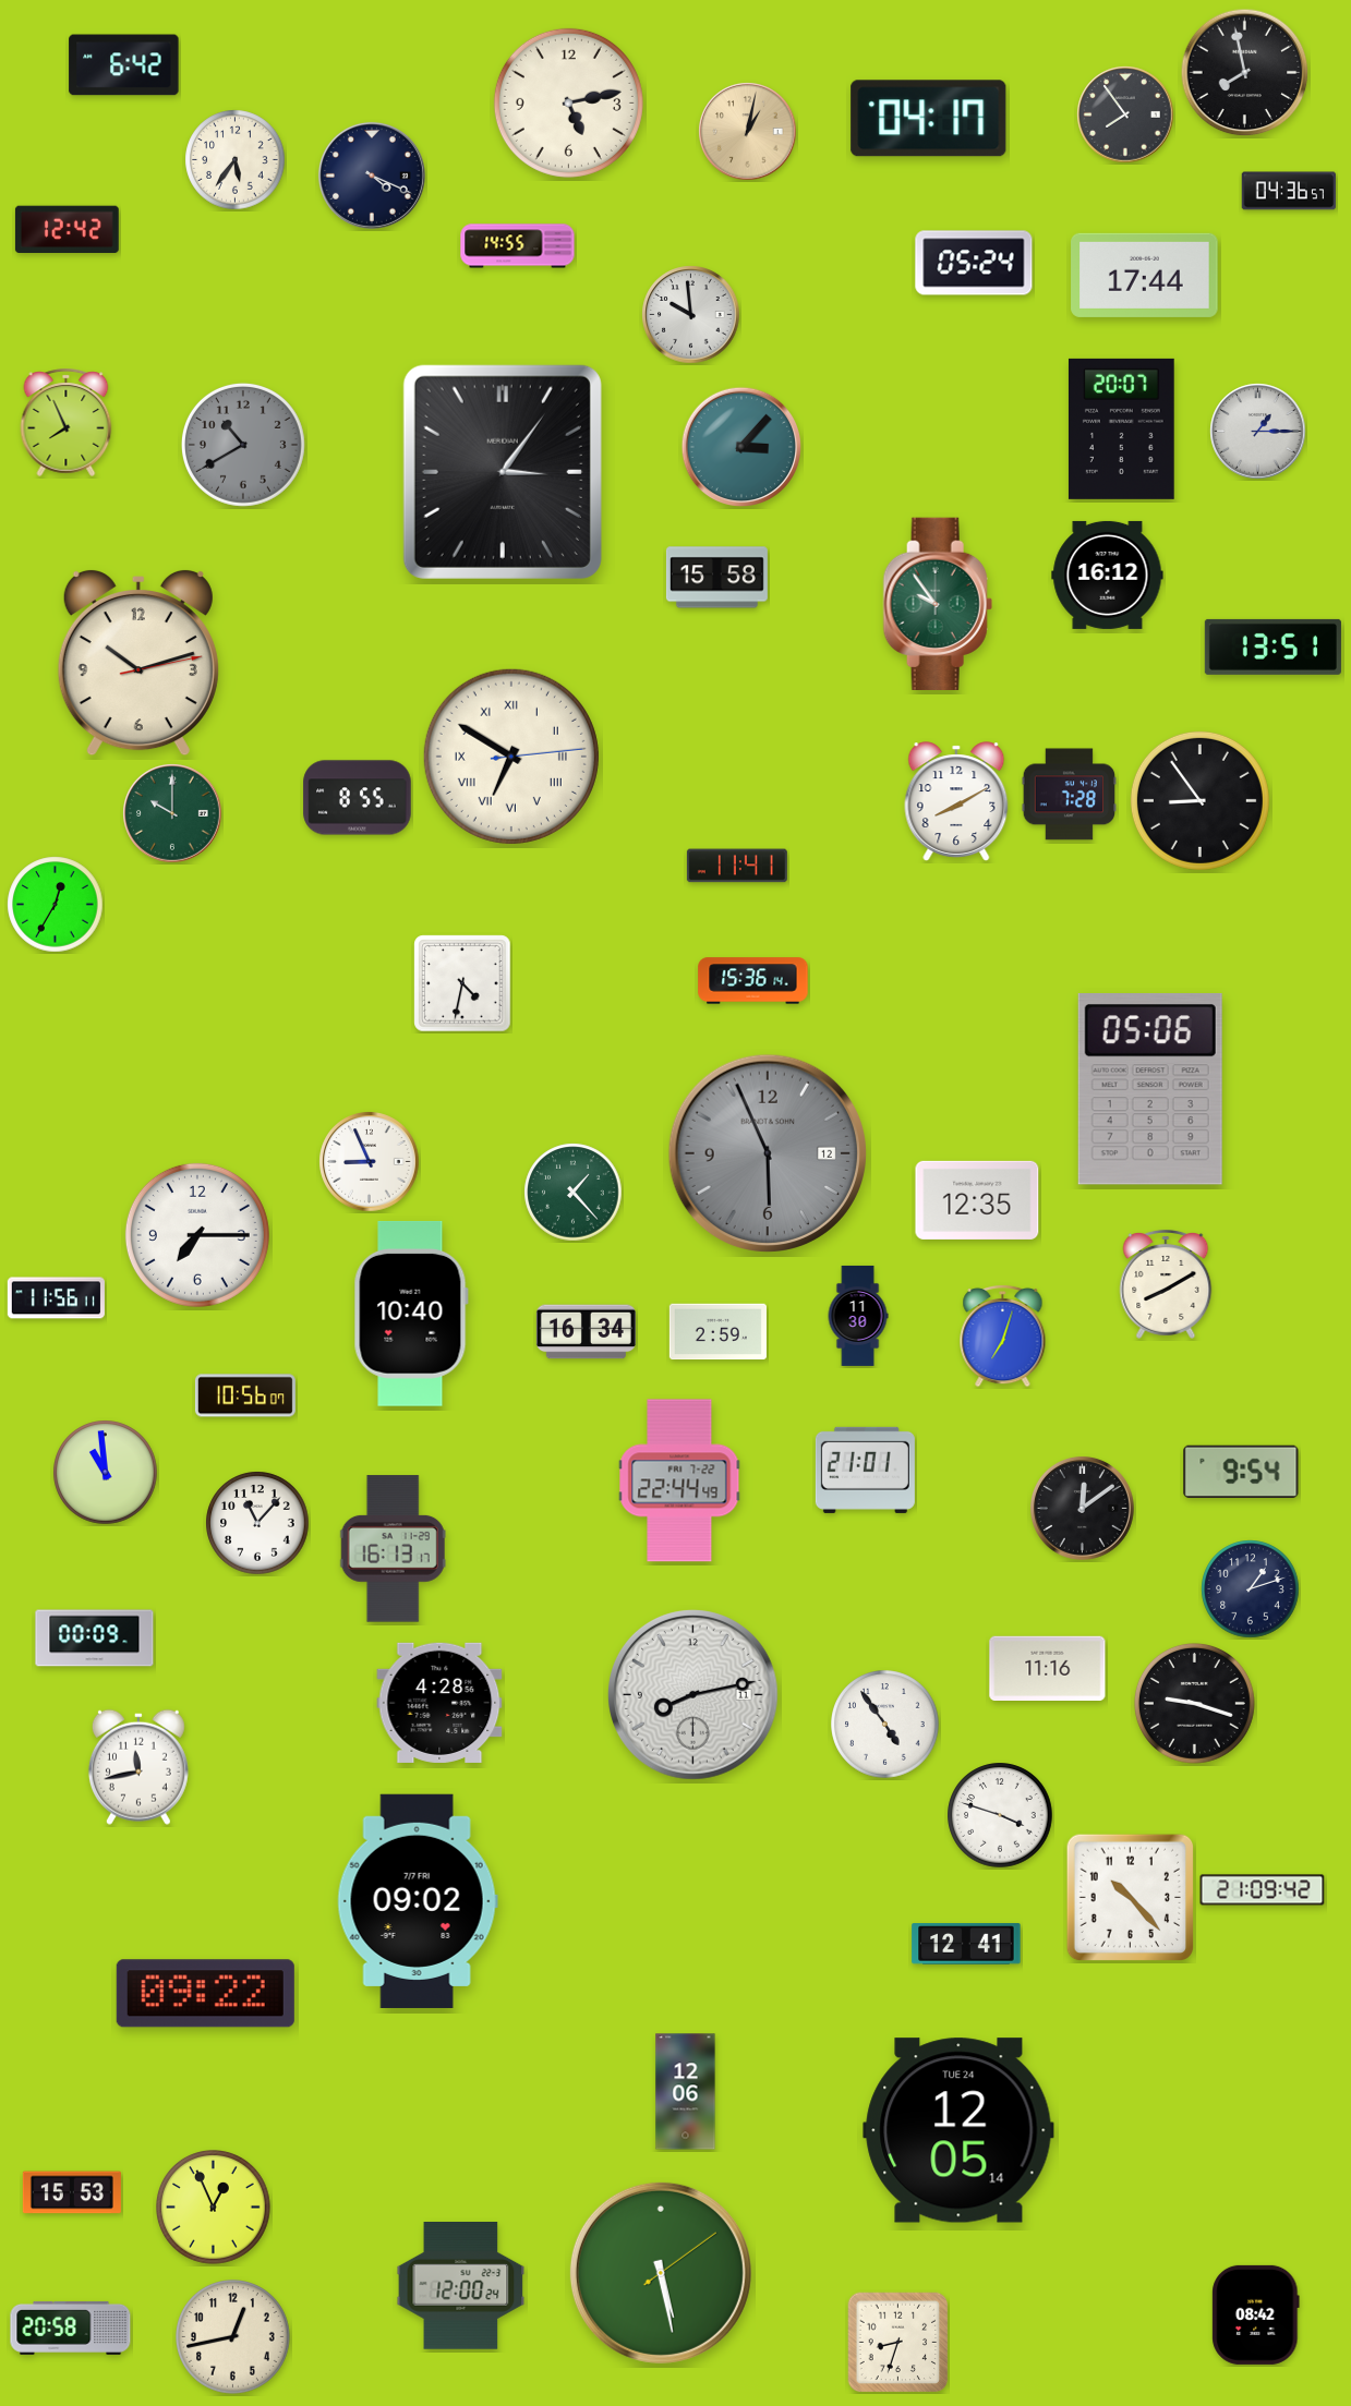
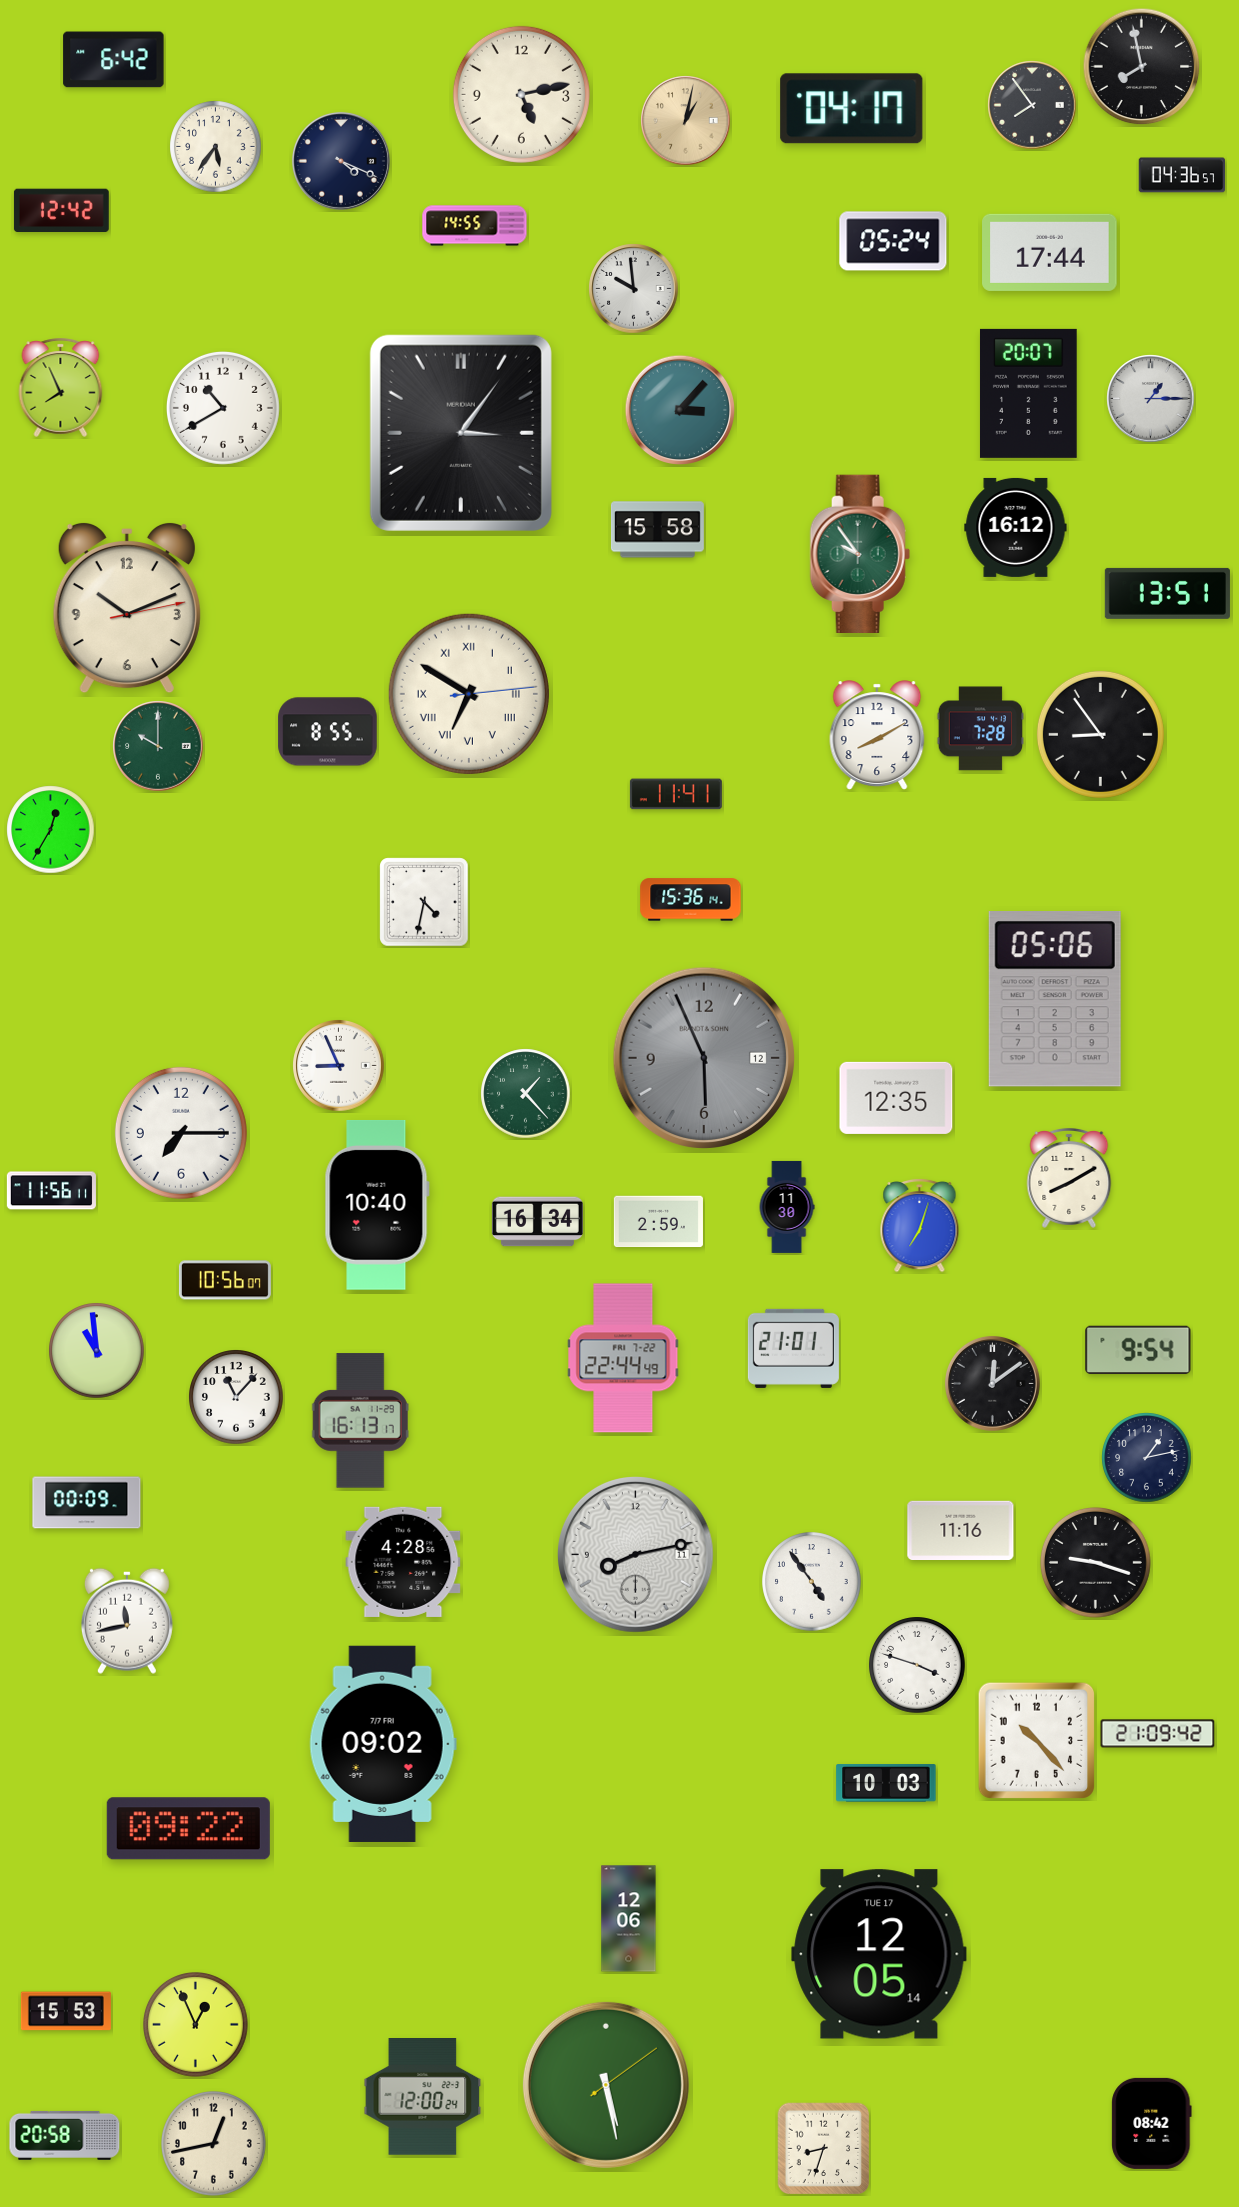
clock at (1258, 432) position: (1258, 432) -> (1151, 399)
clock at (243, 445) dial: grey -> white
clock at (138, 663): 10:12 -> 10:11
clock at (977, 1200) position: (977, 1200) -> (896, 1098)
clock at (1251, 1589): 1:12 -> 1:13
clock at (966, 1944): 12:41 -> 10:03
clock at (958, 2130) date: TUE 24 -> TUE 17
